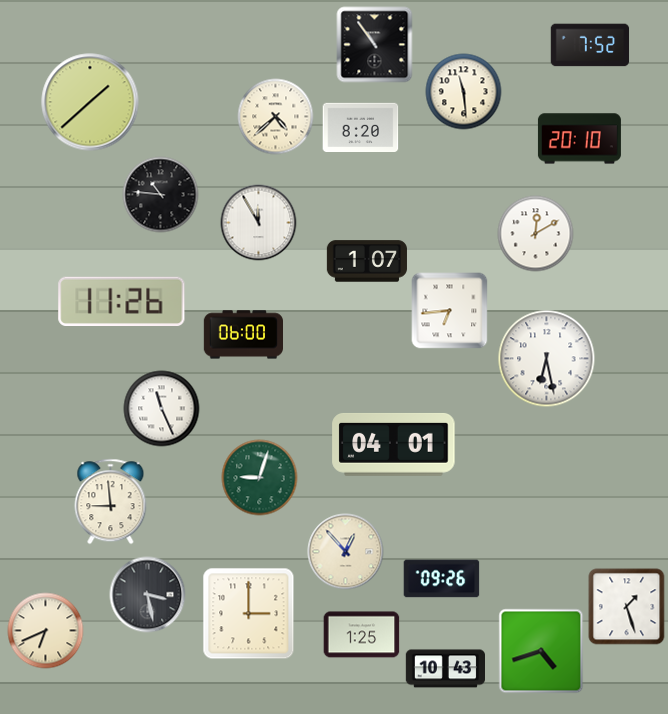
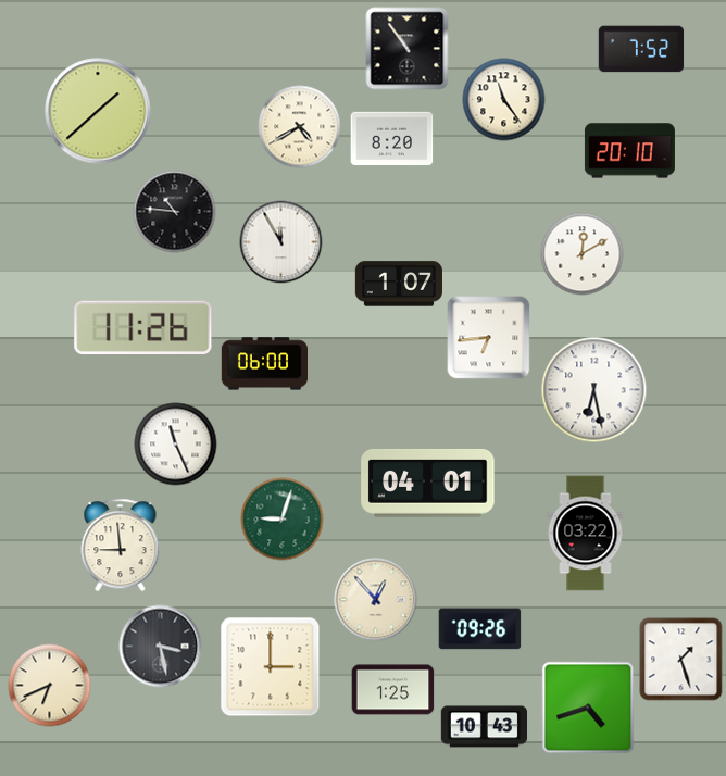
clock at (464, 92): 11:29 -> 11:24
clock at (276, 117): 4:38 -> 4:40
clock at (122, 301) position: (122, 301) -> (143, 327)
clock at (586, 534): none -> 03:22
